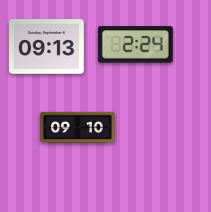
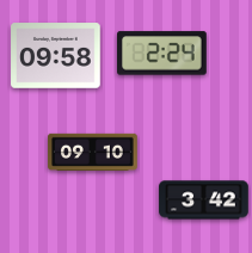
clock at (47, 47): 09:13 -> 09:58
clock at (204, 200): none -> 3:42
